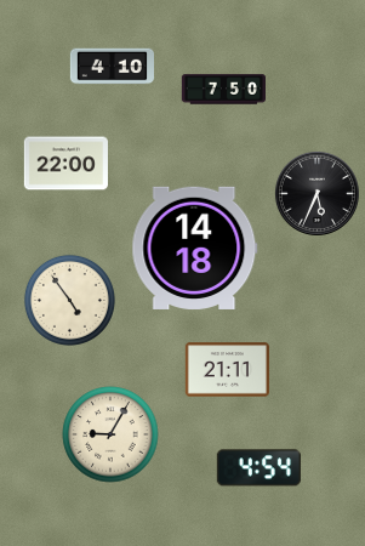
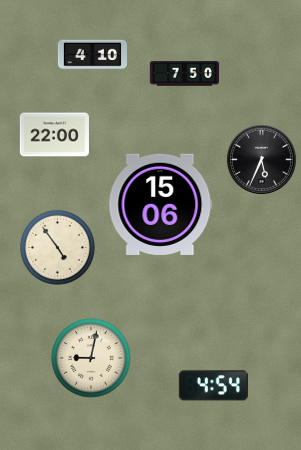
clock at (195, 248): 14:18 -> 15:06
clock at (227, 370): 21:11 -> none
clock at (110, 434): 9:05 -> 9:02
